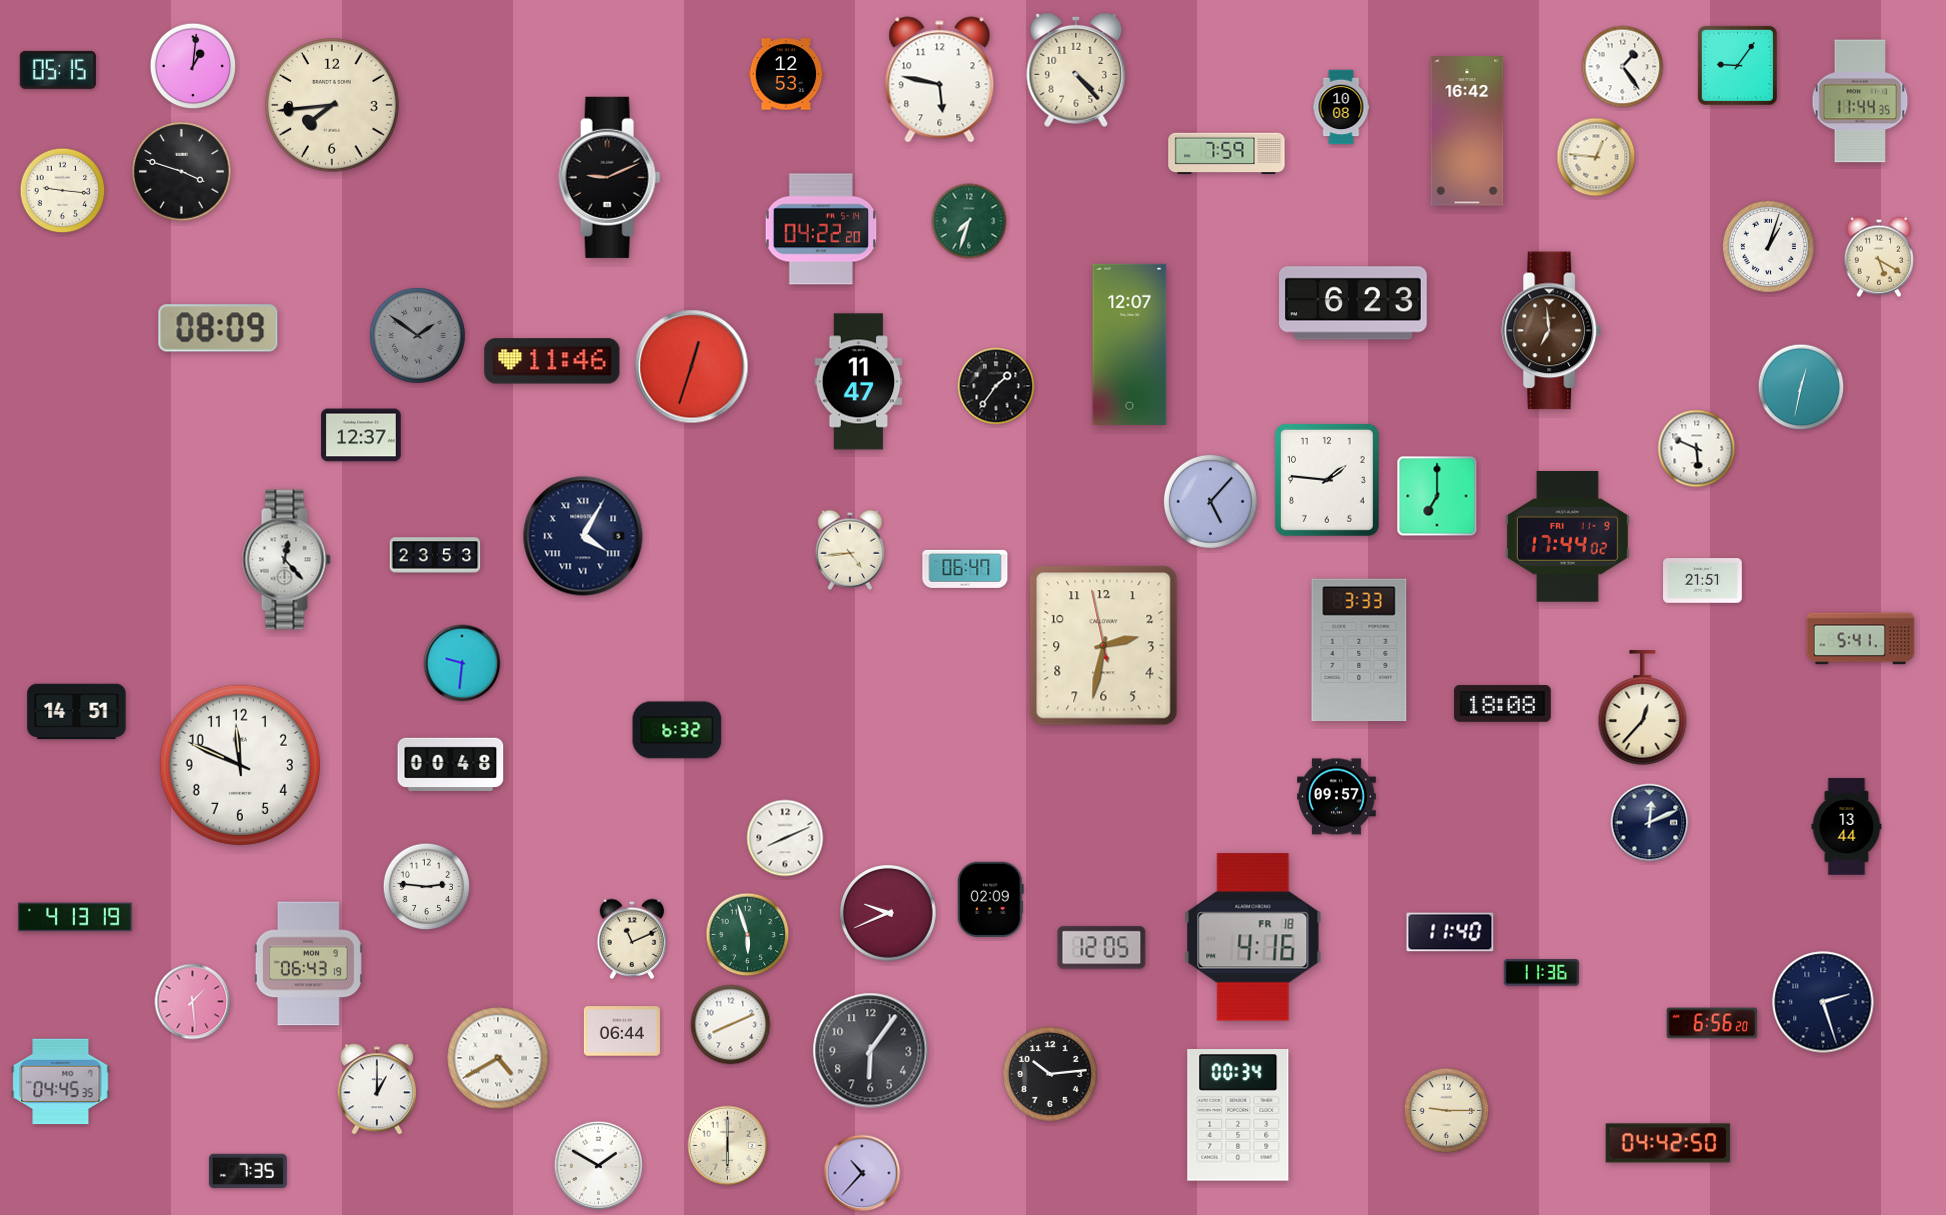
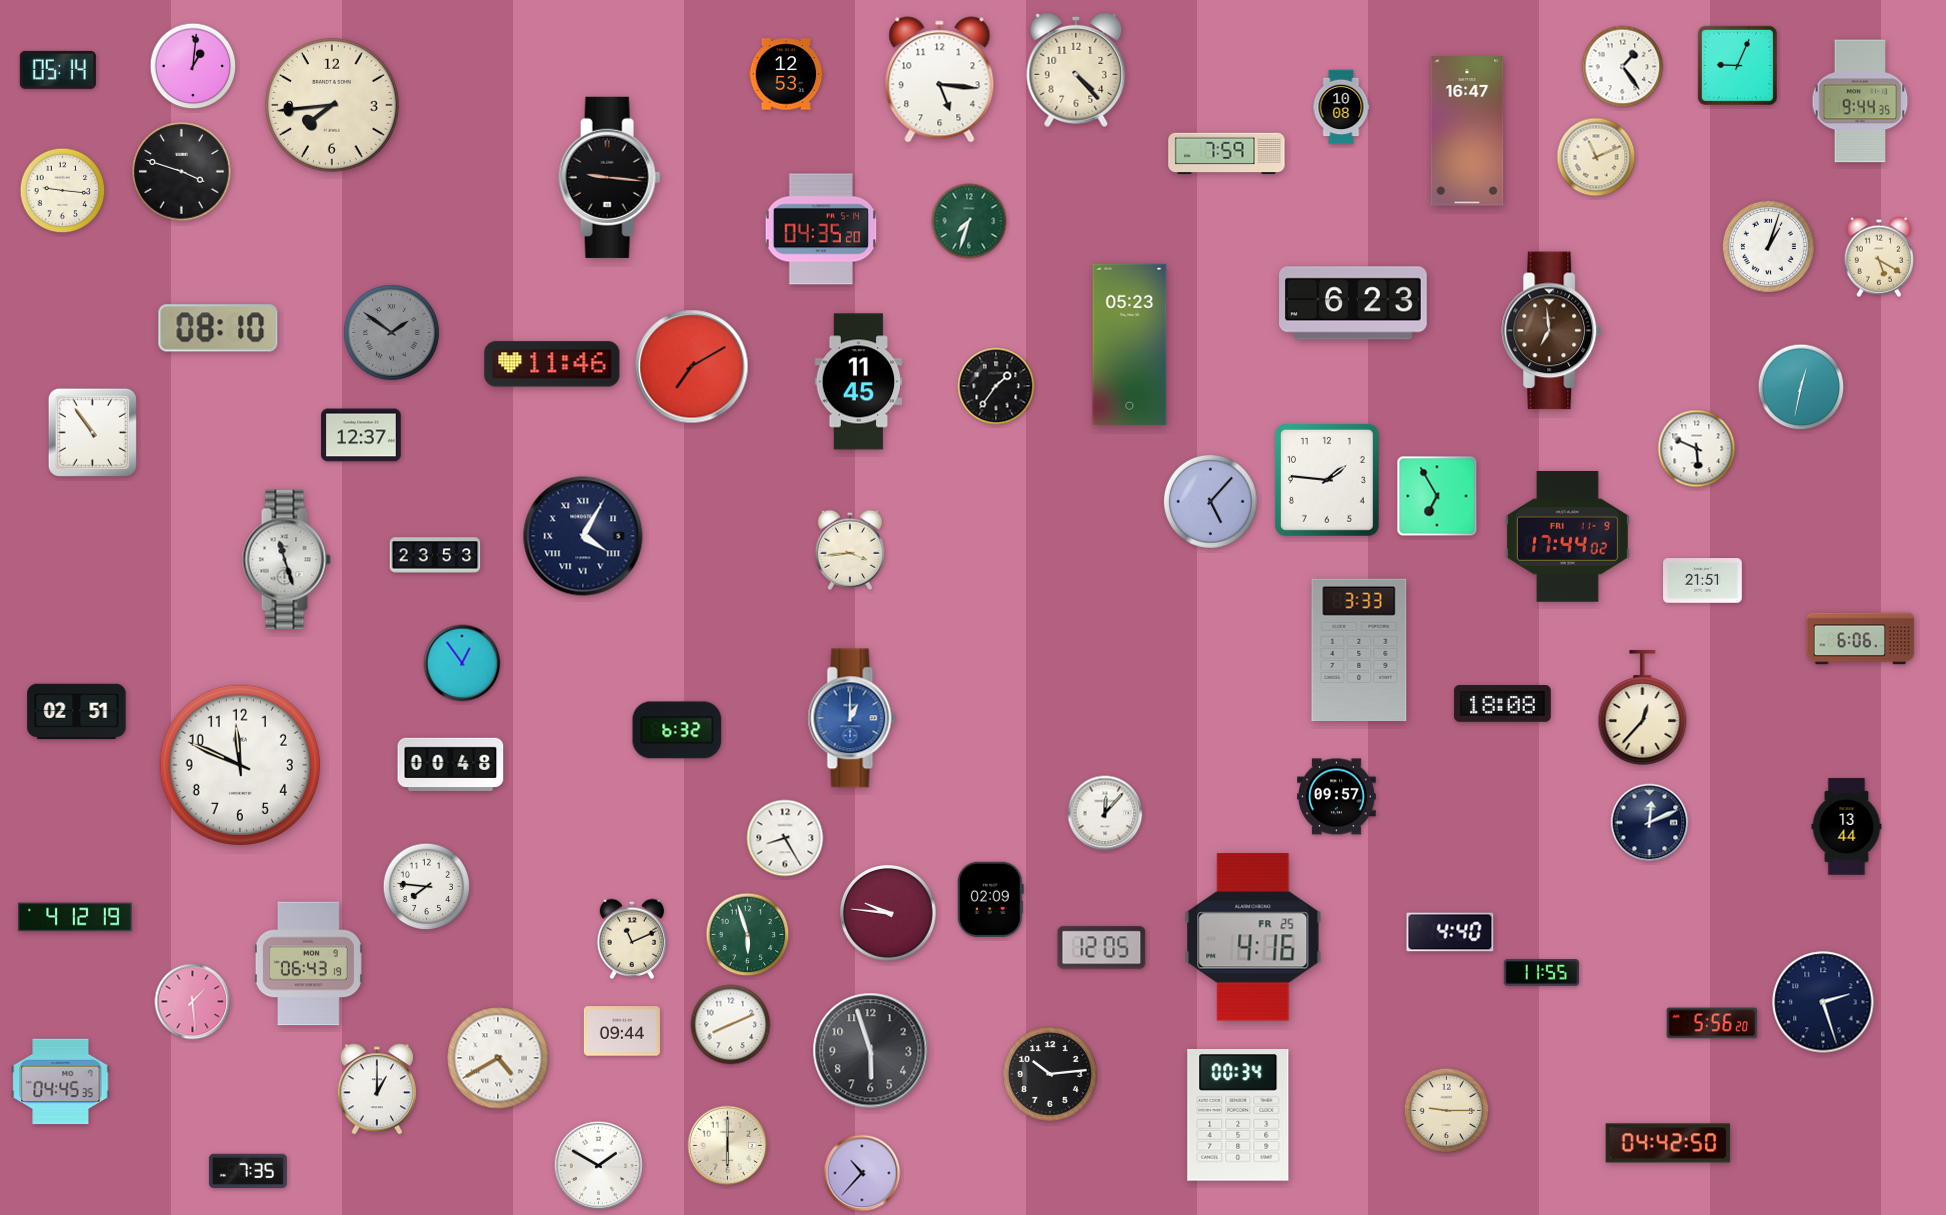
clock at (1737, 65): 9:06 -> 9:04
clock at (58, 70): 05:15 -> 05:14
clock at (940, 80): 5:47 -> 5:16
clock at (1860, 101): 11:44 -> 9:44
clock at (1467, 131): 16:42 -> 16:47
clock at (1596, 157): 12:46 -> 11:11
clock at (610, 177): 9:11 -> 9:16
clock at (821, 229): 04:22 -> 04:35
clock at (218, 328): 08:09 -> 08:10
clock at (418, 336) position: (418, 336) -> (392, 333)
clock at (1130, 344): 12:07 -> 05:23
clock at (552, 361) position: (552, 361) -> (552, 364)
clock at (692, 367): 12:33 -> 7:10
clock at (859, 382): 11:47 -> 11:45
clock at (92, 432): none -> 10:54
clock at (1437, 496): 7:00 -> 6:55
clock at (850, 550): 4:44 -> 3:44
clock at (286, 560): 12:23 -> 11:27
clock at (965, 569): 06:47 -> none
clock at (1861, 639): 5:41 -> 6:06
clock at (1104, 646): 2:31 -> none
clock at (462, 663): 9:31 -> 12:54
clock at (77, 712): 14:51 -> 02:51
clock at (852, 718): none -> 1:00
clock at (1105, 813): none -> 12:07
clock at (785, 838): 8:11 -> 8:25
clock at (427, 887): 2:46 -> 7:46
clock at (889, 914): 9:41 -> 9:46
clock at (75, 917): 4:13 -> 4:12
clock at (1450, 932): 11:40 -> 4:40
clock at (1253, 937) date: FR 18 -> FR 25
clock at (1542, 973): 11:36 -> 11:55
clock at (1712, 1023): 6:56 -> 5:56
clock at (622, 1031): 06:44 -> 09:44
clock at (871, 1051): 6:06 -> 5:57
